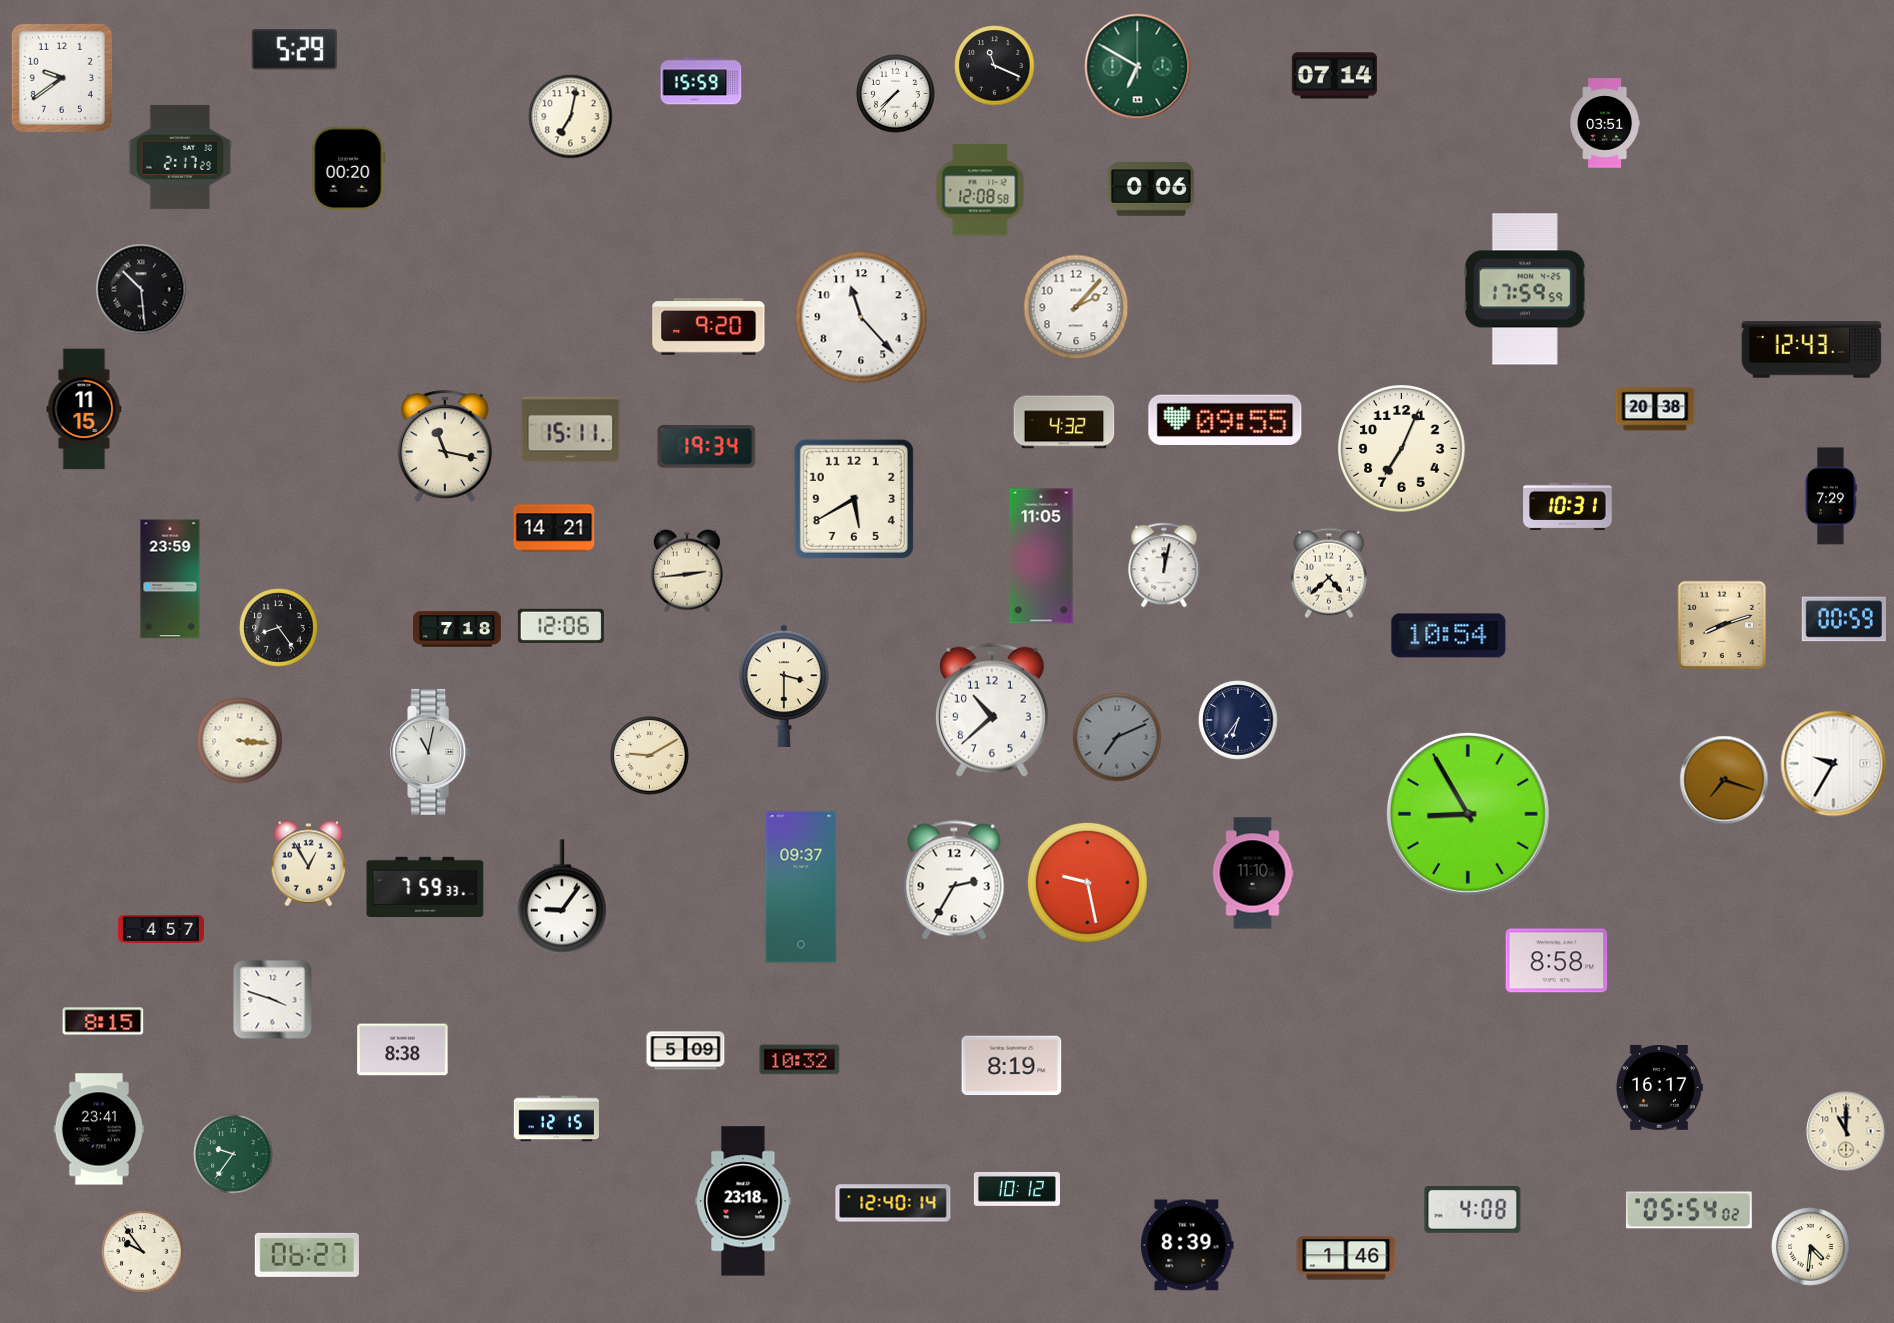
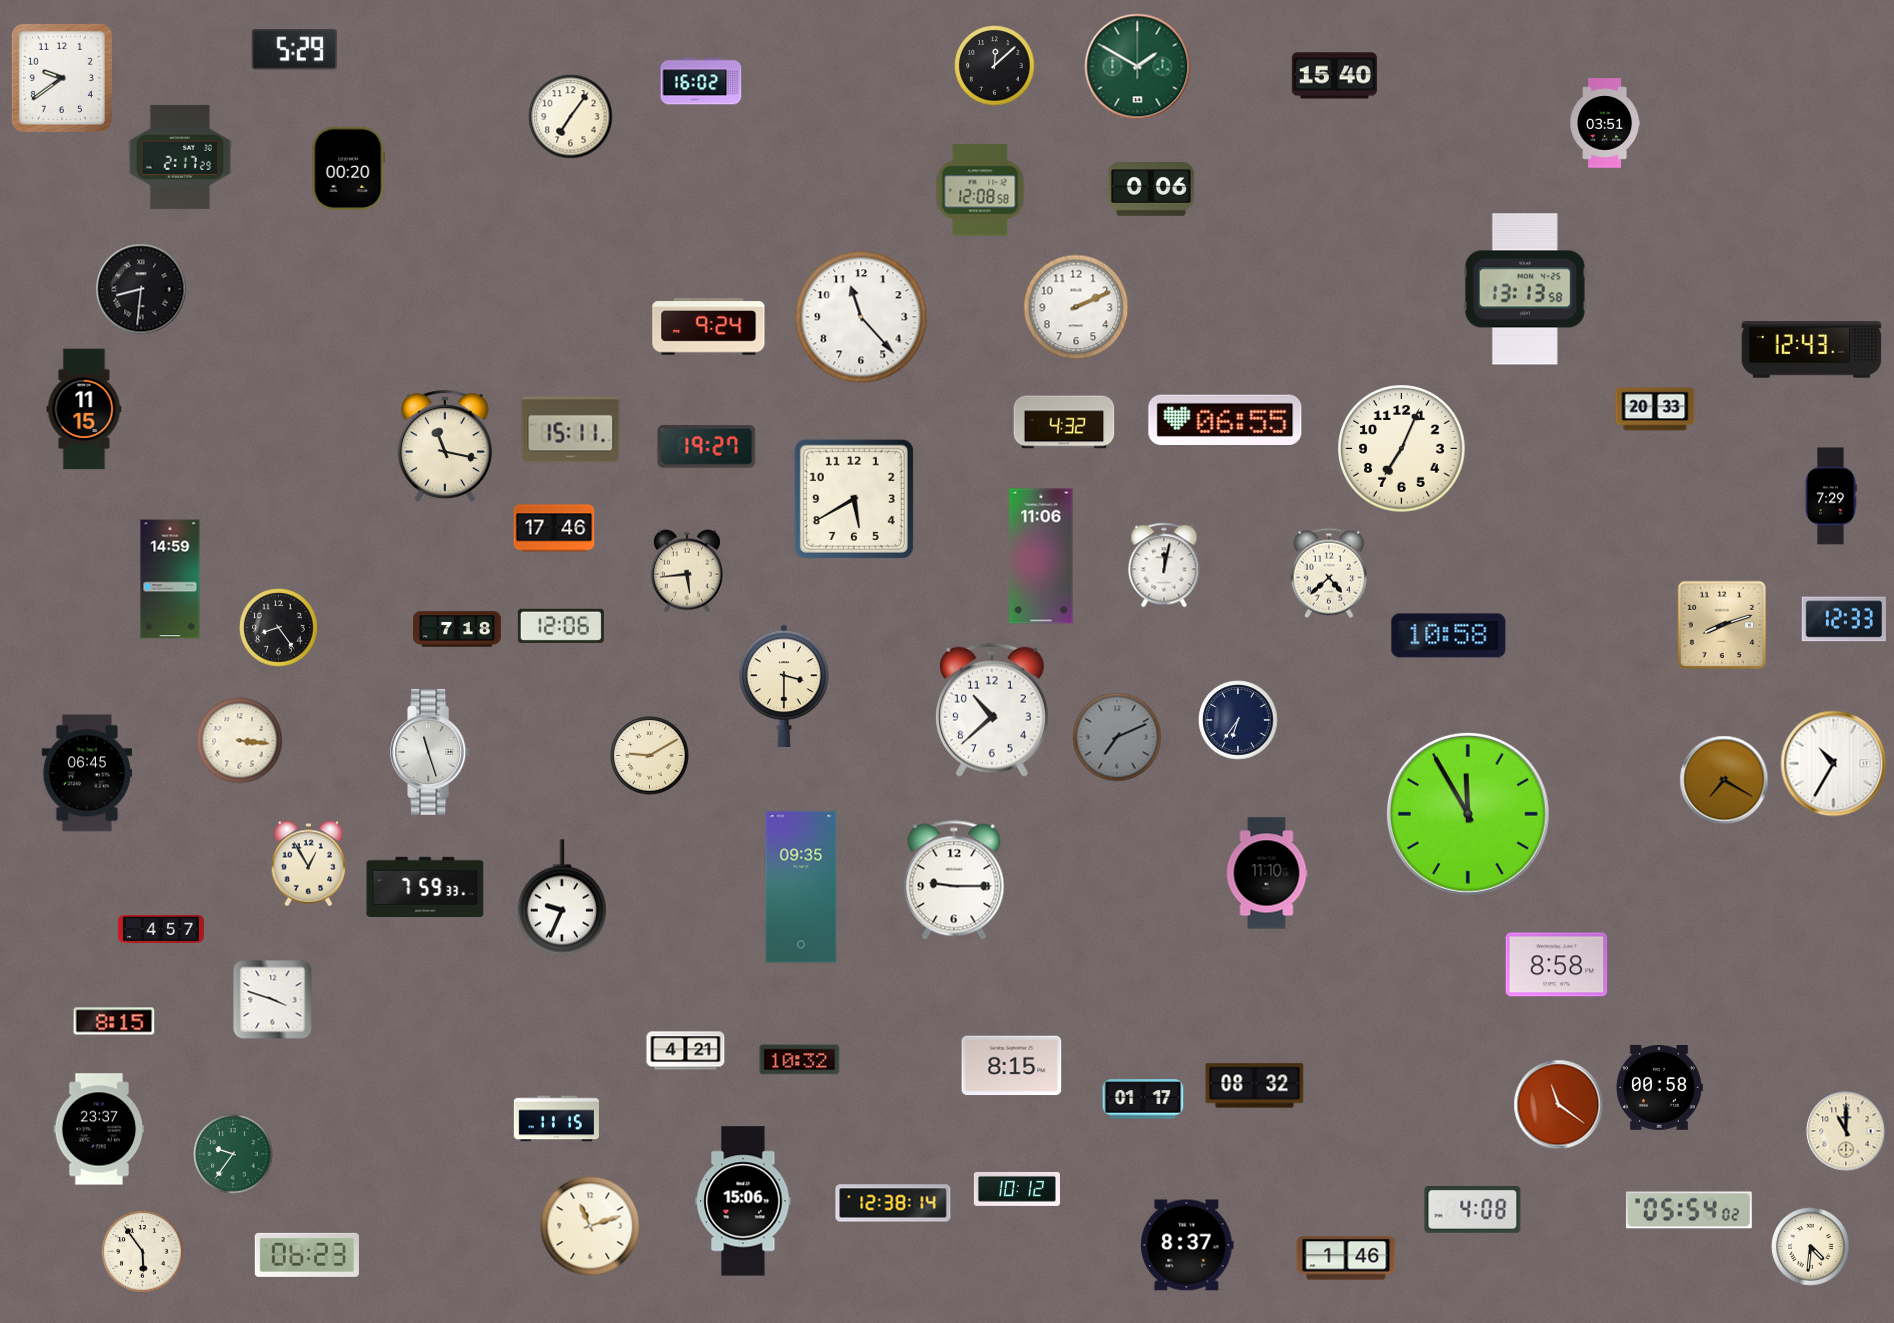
clock at (995, 66): 11:19 -> 12:08
clock at (1138, 67): 6:50 -> 1:50
clock at (1334, 76): 07:14 -> 15:40
clock at (701, 81): 15:59 -> 16:02
clock at (896, 94): 7:37 -> none
clock at (571, 117): 7:02 -> 7:06
clock at (141, 289): 10:29 -> 8:31
clock at (1525, 289): 17:59 -> 13:13
clock at (1076, 307): 2:07 -> 2:11
clock at (709, 327): 9:20 -> 9:24
clock at (1655, 409): 20:38 -> 20:33
clock at (1225, 420): 09:55 -> 06:55
clock at (707, 447): 19:34 -> 19:27
clock at (1568, 507): 10:31 -> none
clock at (554, 528): 14:21 -> 17:46
clock at (1041, 556): 11:05 -> 11:06
clock at (687, 571): 2:44 -> 5:44
clock at (170, 579): 23:59 -> 14:59
clock at (1844, 619): 00:59 -> 12:33
clock at (1449, 636): 10:54 -> 10:58
clock at (431, 752): 11:02 -> 11:27
clock at (1834, 764): 9:35 -> 10:35
clock at (87, 773): none -> 06:45
clock at (1724, 780): 7:18 -> 7:20
clock at (1468, 814): 8:55 -> 11:55
clock at (1253, 873) position: (1253, 873) -> (1267, 873)
clock at (954, 880): 2:35 -> 9:15
clock at (1087, 882): 9:28 -> none
clock at (801, 887): 09:37 -> 09:35
clock at (562, 897): 9:06 -> 9:34
clock at (1557, 961) position: (1557, 961) -> (1557, 965)
clock at (103, 1021) position: (103, 1021) -> (114, 1021)
clock at (403, 1050): 8:38 -> none
clock at (686, 1051): 5:09 -> 4:21
clock at (1012, 1066): 8:19 -> 8:15
clock at (1255, 1086): none -> 08:32
clock at (1659, 1088): 16:17 -> 00:58
clock at (1143, 1099): none -> 01:17
clock at (1559, 1105): none -> 11:21
clock at (556, 1119): 12:15 -> 11:15
clock at (99, 1129): 23:41 -> 23:37
clock at (743, 1201): 23:18 -> 15:06
clock at (893, 1203): 12:40 -> 12:38
clock at (590, 1226): none -> 11:12
clock at (1187, 1245): 8:39 -> 8:37
clock at (143, 1252): 9:54 -> 5:54
clock at (307, 1255): 06:27 -> 06:23
